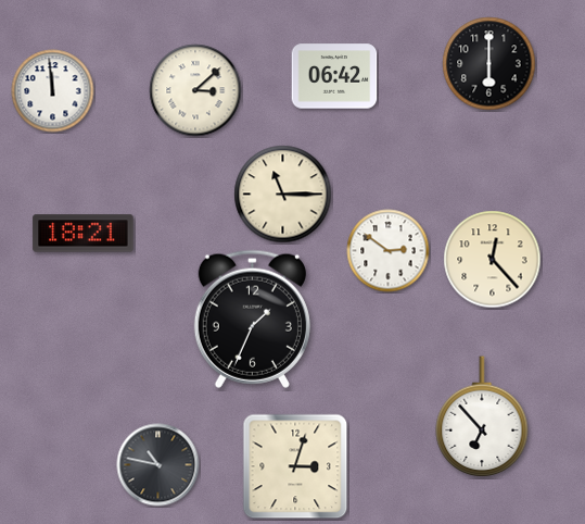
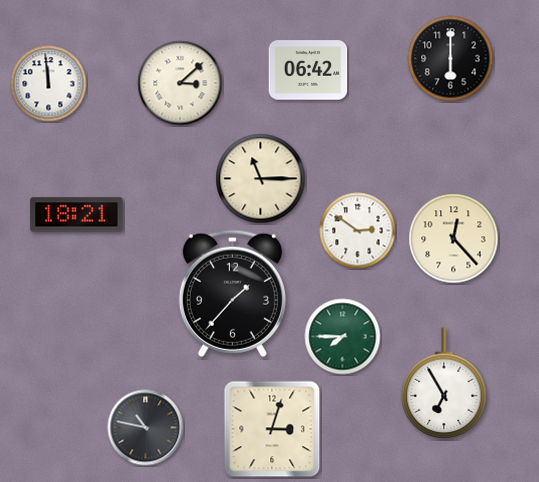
clock at (252, 319): 1:34 -> 1:37
clock at (343, 337): none -> 7:45
clock at (482, 417): 6:53 -> 6:55
